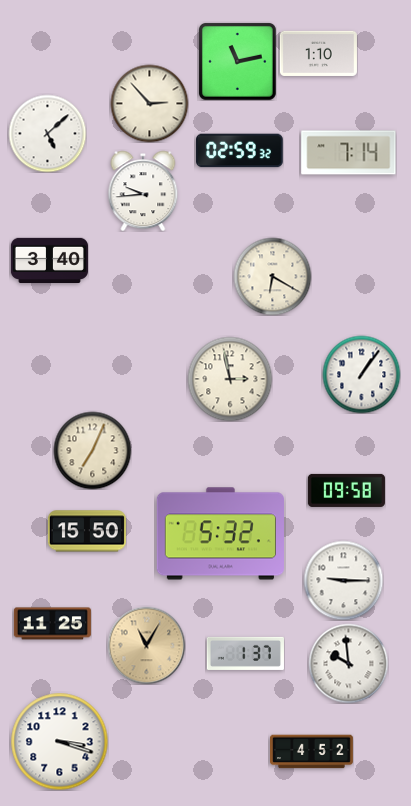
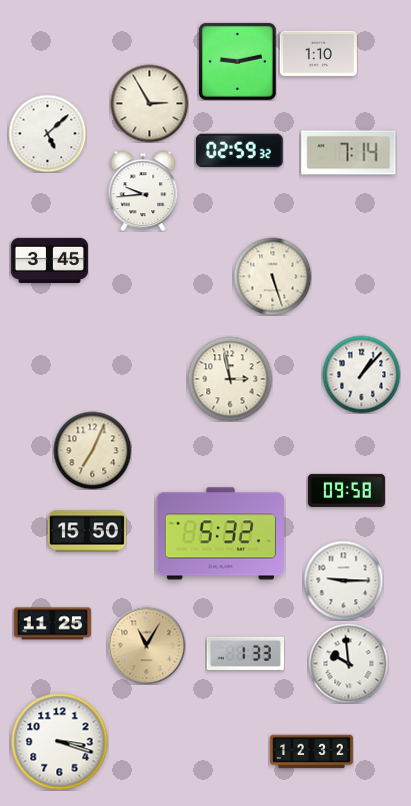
clock at (238, 62): 11:13 -> 9:13
clock at (149, 103): 2:53 -> 2:55
clock at (49, 260): 3:40 -> 3:45
clock at (272, 276): 6:20 -> 5:27
clock at (361, 374): 1:06 -> 1:07
clock at (245, 653): 1:37 -> 1:33
clock at (312, 752): 4:52 -> 12:32
